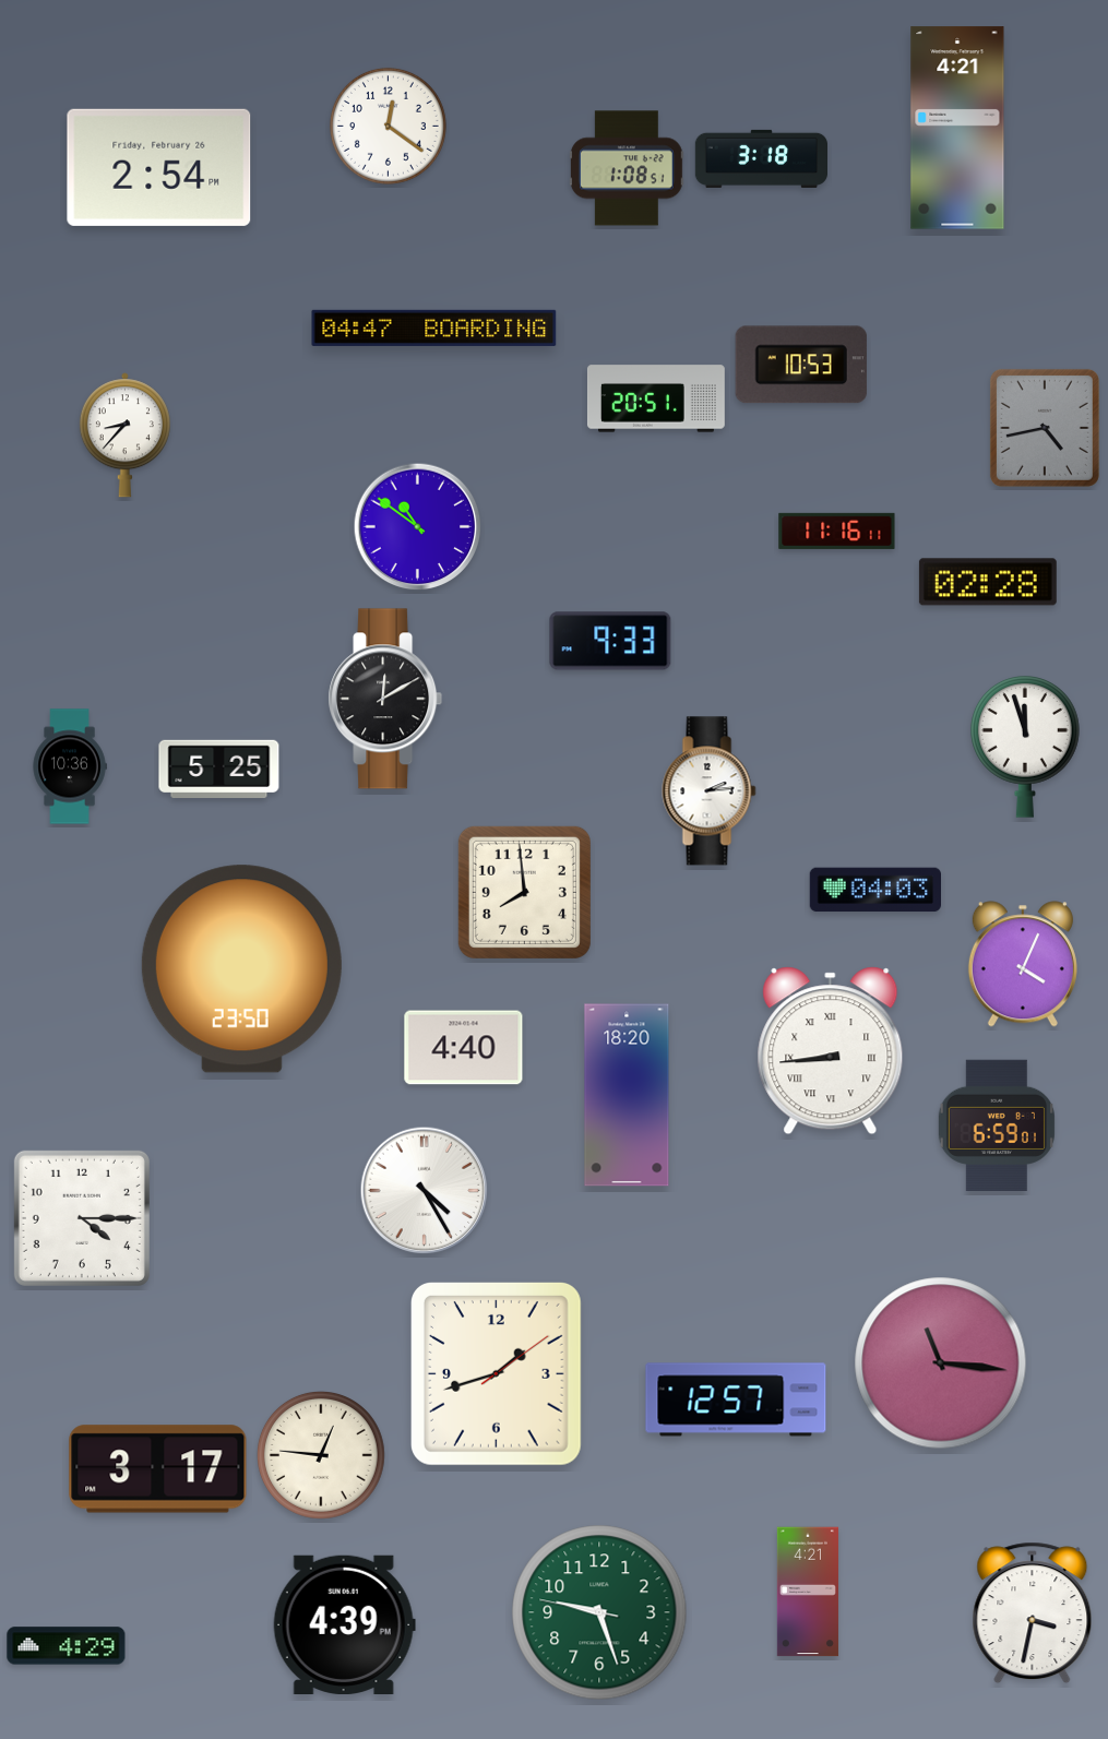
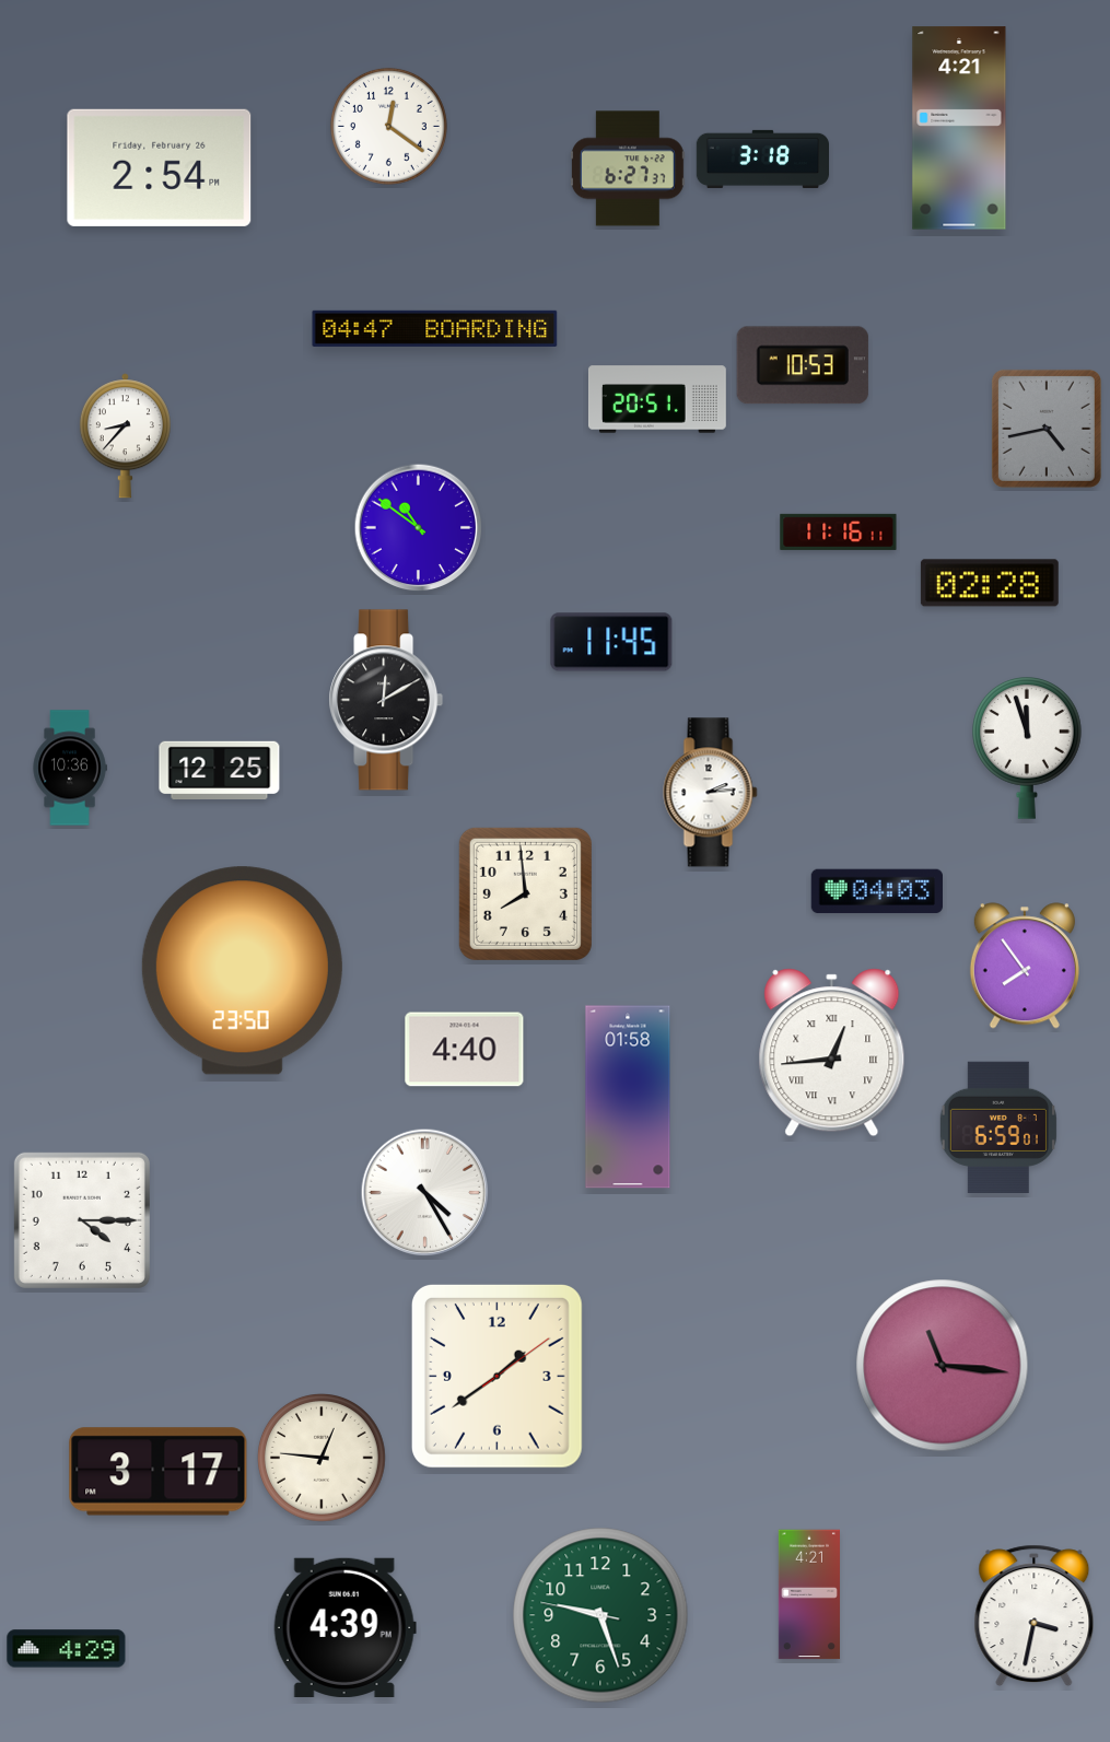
clock at (627, 168): 1:08 -> 6:27
clock at (610, 641): 9:33 -> 11:45
clock at (219, 770): 5:25 -> 12:25
clock at (1023, 964): 4:04 -> 7:54
clock at (831, 1051): 8:44 -> 12:44
clock at (627, 1095): 18:20 -> 01:58
clock at (496, 1374): 1:42 -> 1:39
clock at (736, 1399): 12:57 -> none
